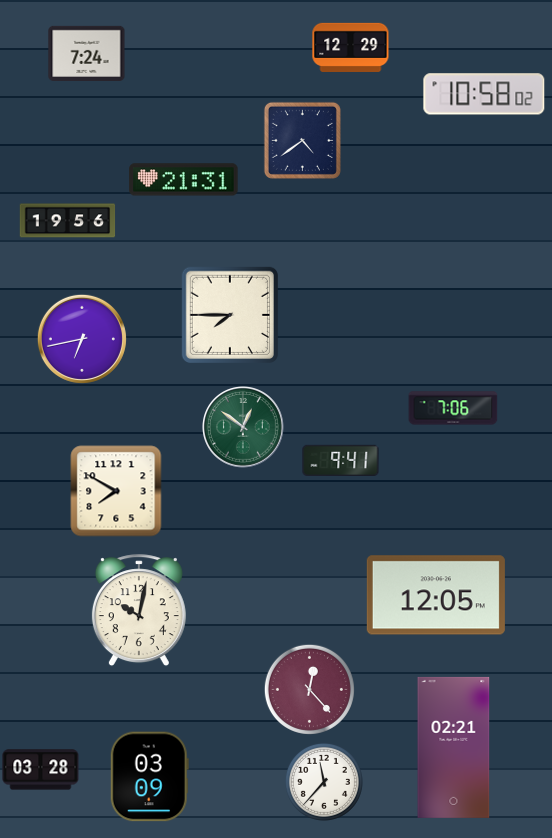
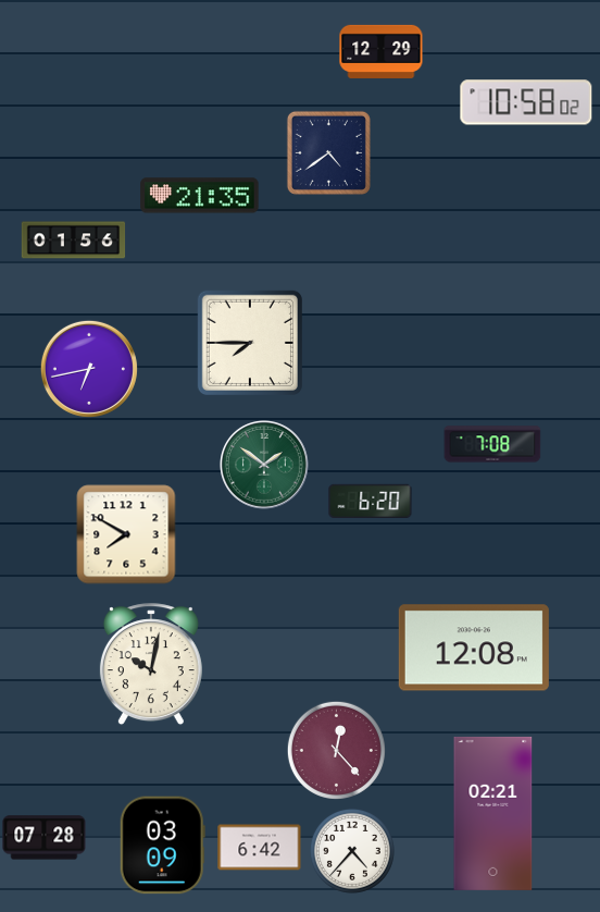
clock at (87, 53): 7:24 -> none
clock at (184, 180): 21:31 -> 21:35
clock at (68, 221): 19:56 -> 01:56
clock at (453, 408): 7:06 -> 7:08
clock at (244, 428): 12:51 -> 1:51
clock at (341, 460): 9:41 -> 6:20
clock at (436, 595): 12:05 -> 12:08
clock at (41, 770): 03:28 -> 07:28
clock at (260, 848): none -> 6:42
clock at (324, 782): 11:37 -> 4:37
